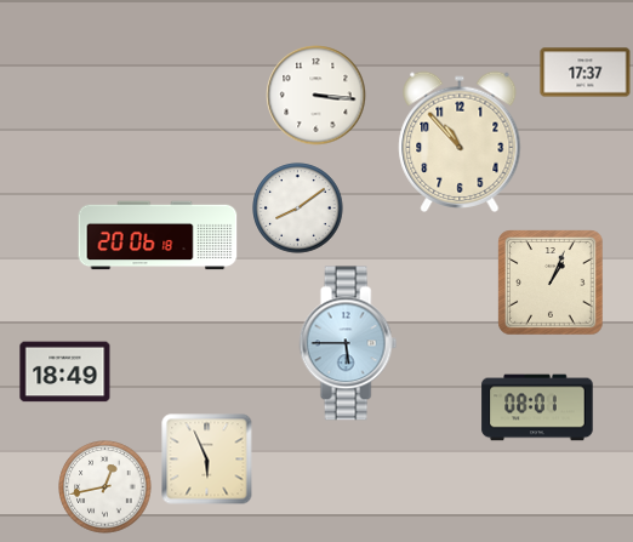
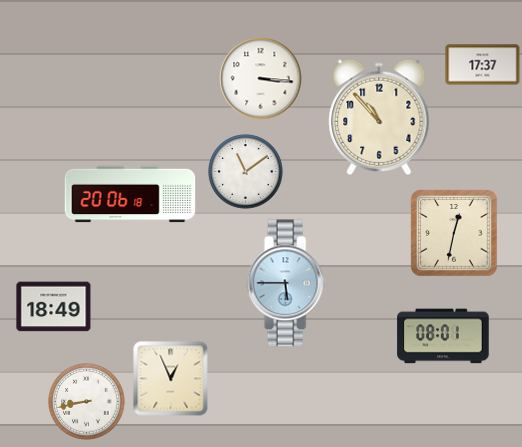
clock at (586, 73) position: (586, 73) -> (483, 65)
clock at (298, 209): 8:09 -> 11:09
clock at (551, 283): 1:04 -> 12:32
clock at (207, 460): 5:56 -> 12:56
clock at (105, 487): 12:43 -> 8:43
